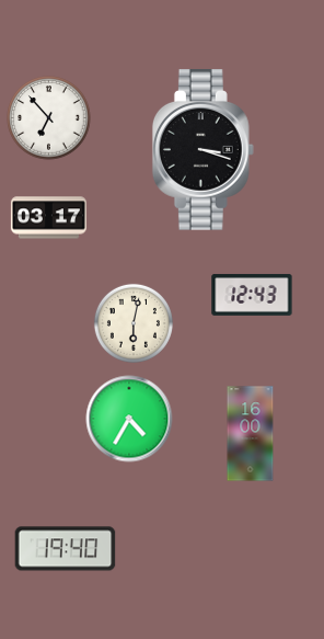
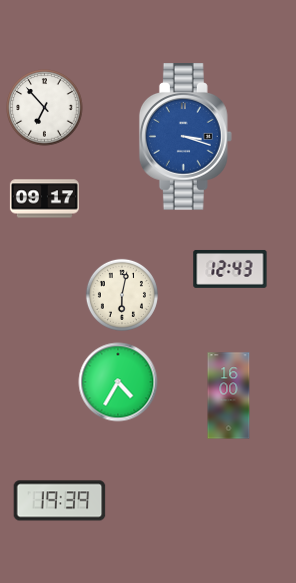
clock at (202, 150) dial: black -> blue
clock at (48, 218): 03:17 -> 09:17
clock at (66, 549): 19:40 -> 19:39
